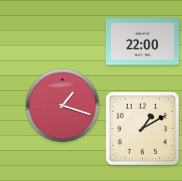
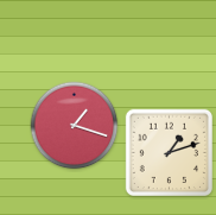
clock at (142, 42): 22:00 -> none
clock at (142, 128): 1:10 -> 1:12
